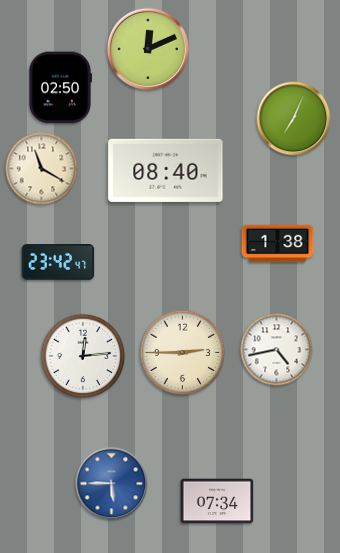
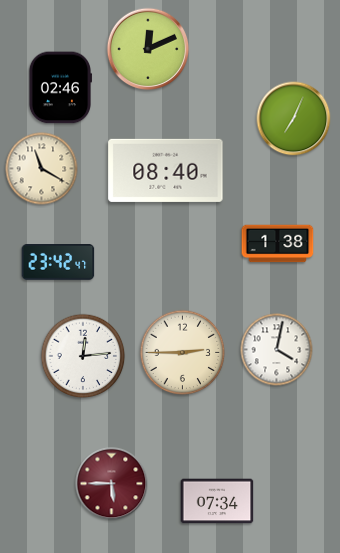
clock at (59, 88): 02:50 -> 02:46
clock at (277, 350): 4:43 -> 4:02
clock at (112, 484) dial: blue -> burgundy
